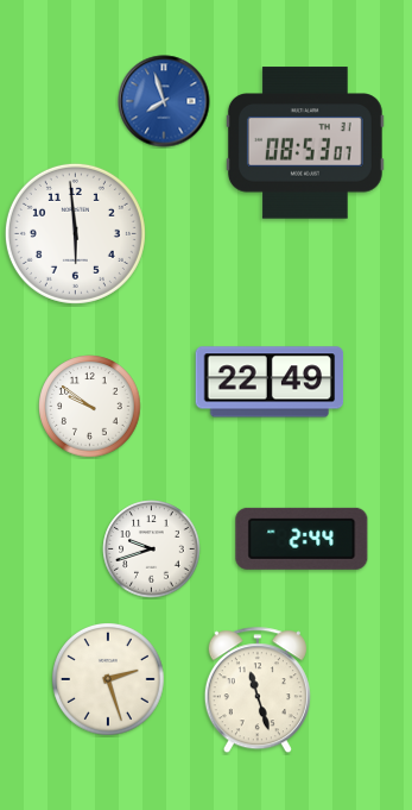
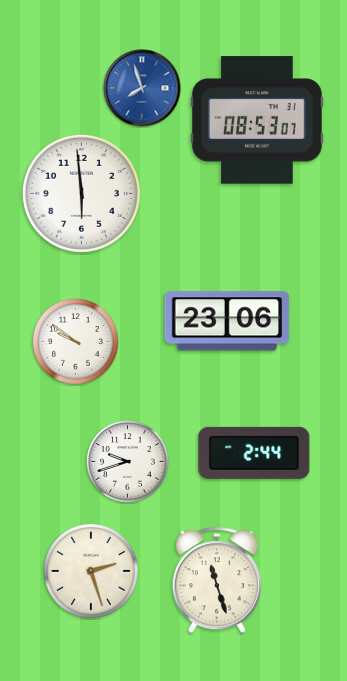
clock at (164, 101) position: (164, 101) -> (142, 88)
clock at (75, 233) position: (75, 233) -> (81, 193)
clock at (270, 382): 22:49 -> 23:06
